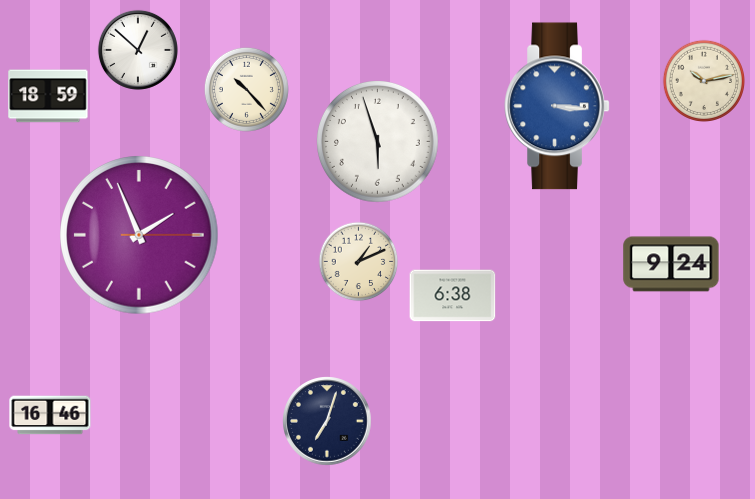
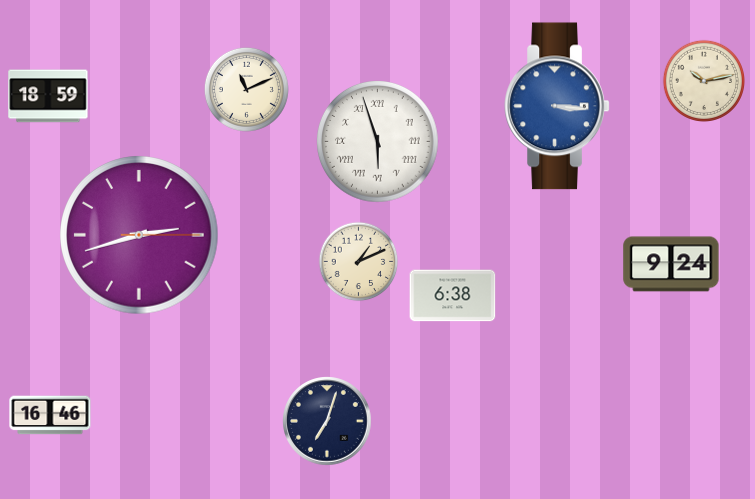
clock at (138, 50): 12:52 -> none
clock at (246, 89): 10:23 -> 11:11
clock at (378, 142) numerals: Arabic -> Roman
clock at (139, 235): 1:56 -> 2:42
